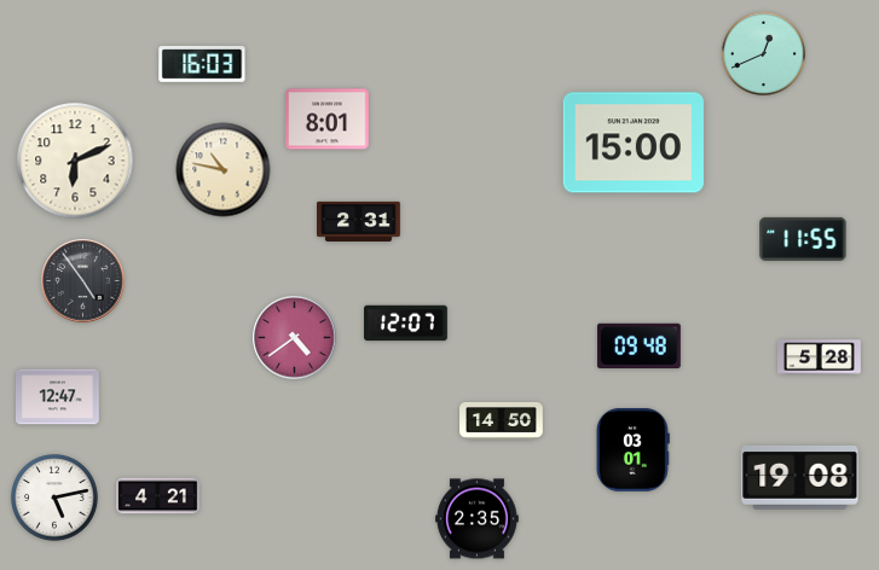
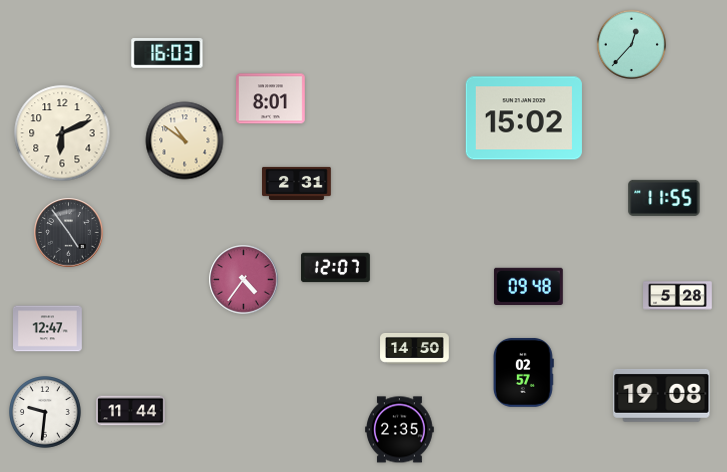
clock at (763, 53): 12:41 -> 12:37
clock at (634, 142): 15:00 -> 15:02
clock at (224, 170): 10:47 -> 10:51
clock at (295, 338): 4:39 -> 4:36
clock at (632, 450): 03:01 -> 02:57
clock at (158, 496): 4:21 -> 11:44
clock at (56, 499): 5:13 -> 9:31
clock at (478, 519) position: (478, 519) -> (400, 430)
